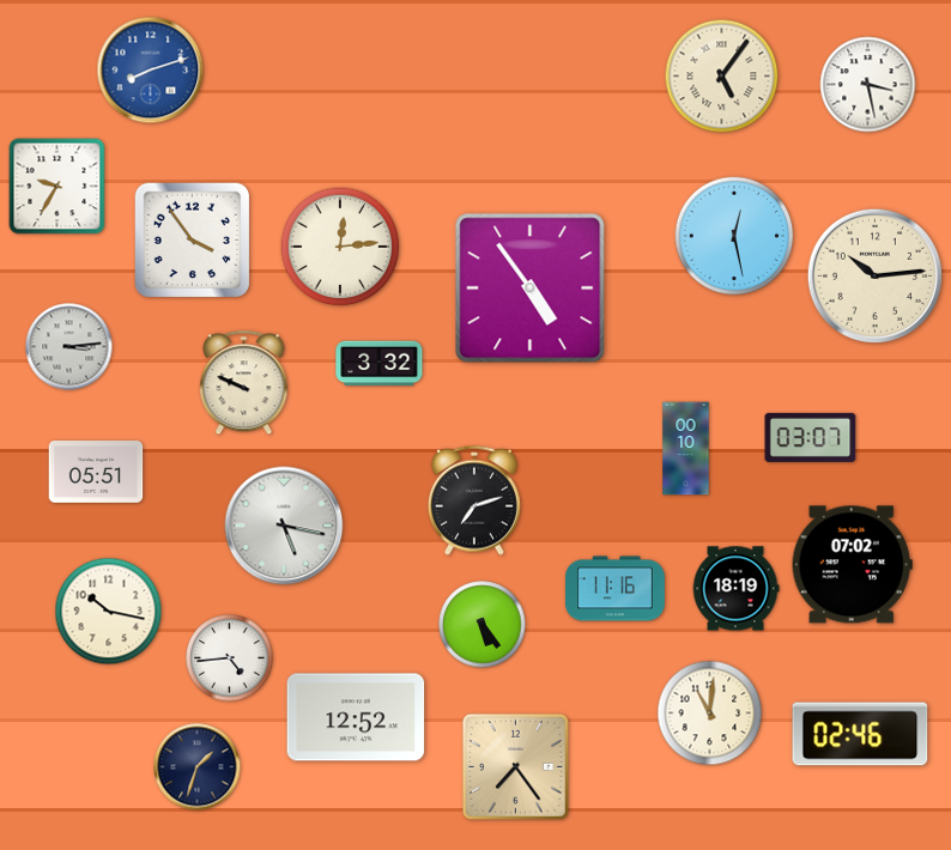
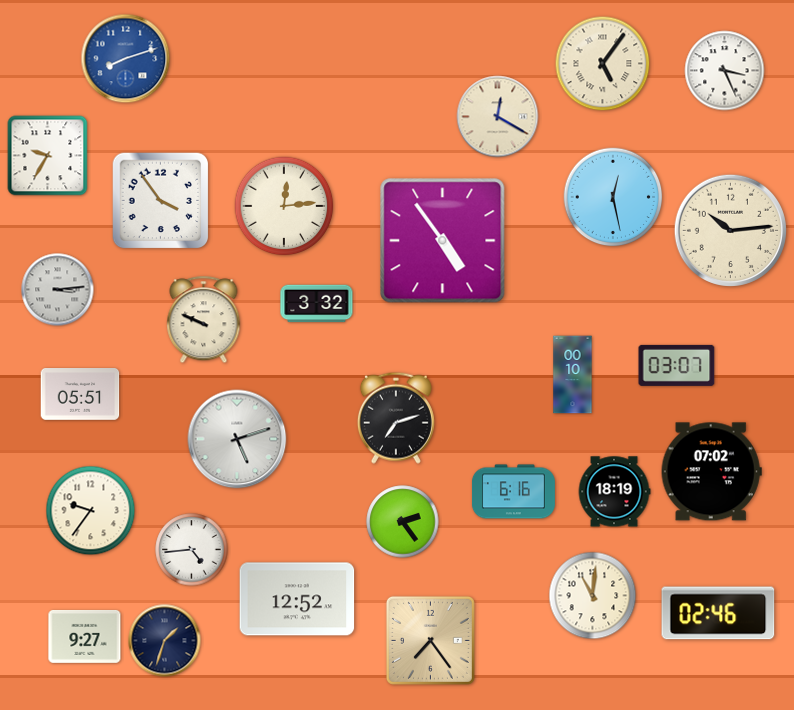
clock at (868, 85): 3:28 -> 3:26
clock at (498, 117): none -> 12:20
clock at (284, 526): 5:17 -> 5:12
clock at (614, 589): 11:16 -> 6:16
clock at (109, 612): 10:17 -> 9:36
clock at (483, 625): 5:24 -> 2:24
clock at (85, 636): none -> 9:27
